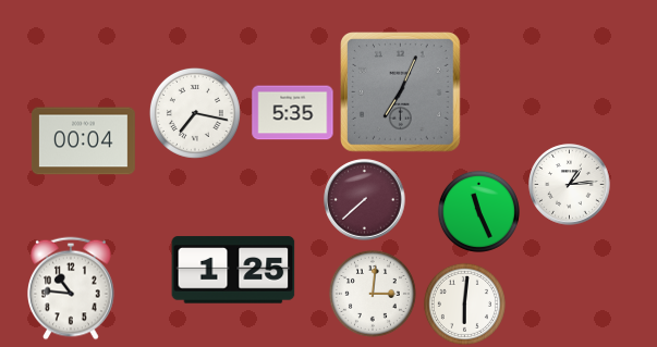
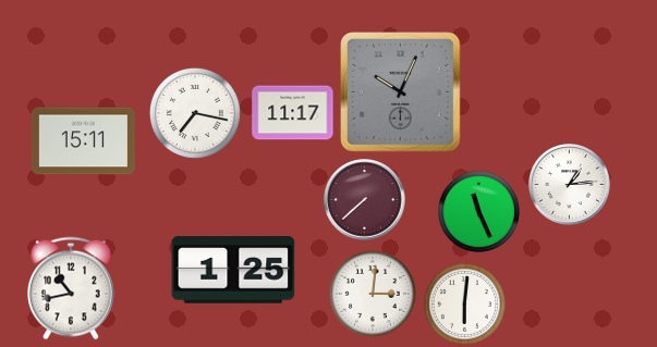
clock at (401, 92): 7:04 -> 10:04
clock at (293, 113): 5:35 -> 11:17
clock at (83, 141): 00:04 -> 15:11
clock at (72, 288): 10:46 -> 10:43
